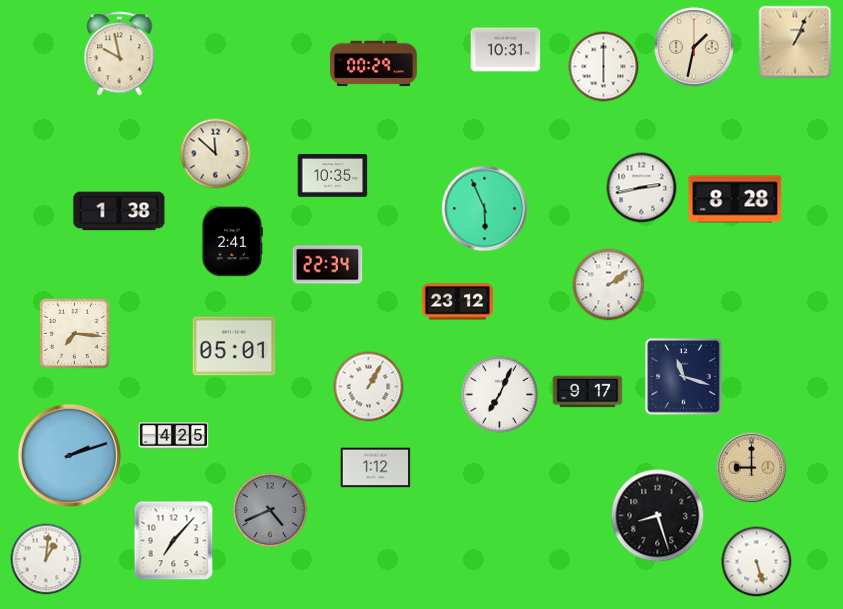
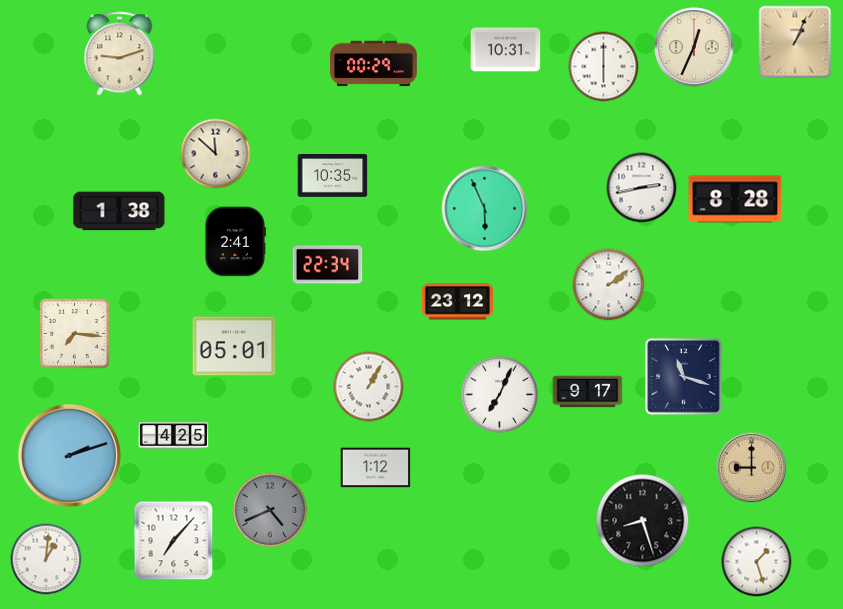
clock at (694, 47): 1:32 -> 12:34
clock at (120, 54): 9:58 -> 9:12
clock at (232, 242) position: (232, 242) -> (235, 242)
clock at (658, 516) position: (658, 516) -> (643, 521)
clock at (757, 562): 5:27 -> 1:27
